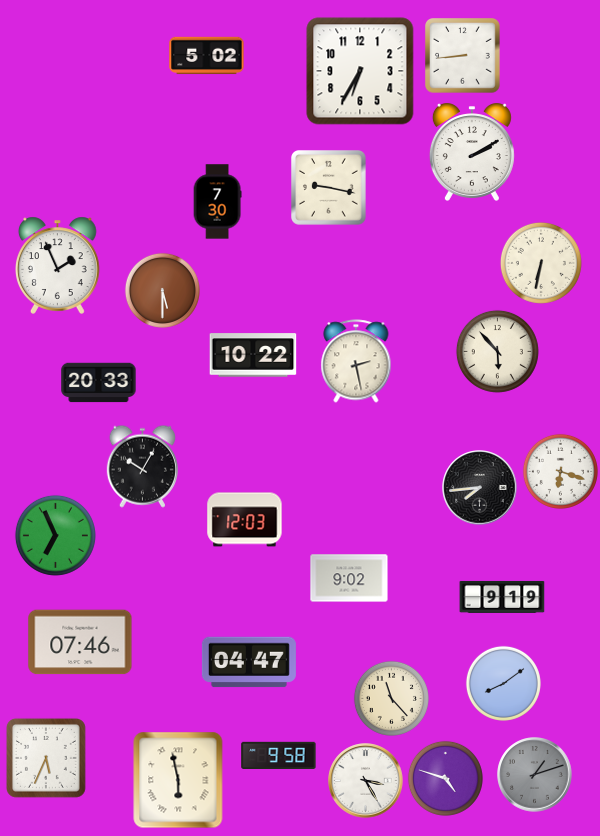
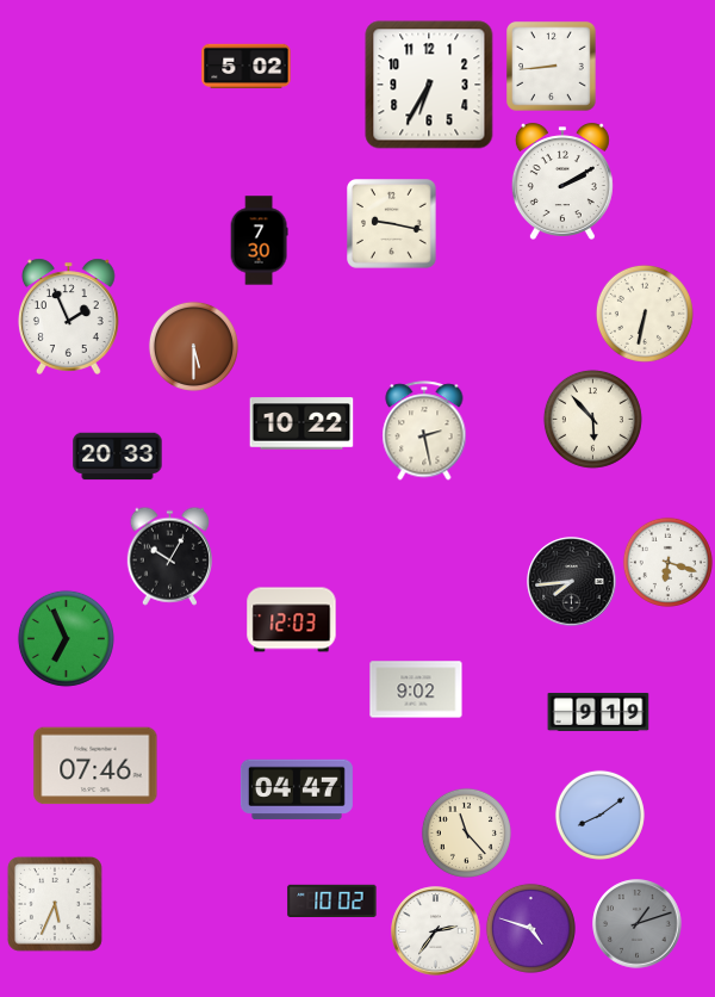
clock at (279, 755): 9:58 -> 10:02
clock at (178, 780): 5:58 -> none
clock at (366, 781): 3:25 -> 2:36
